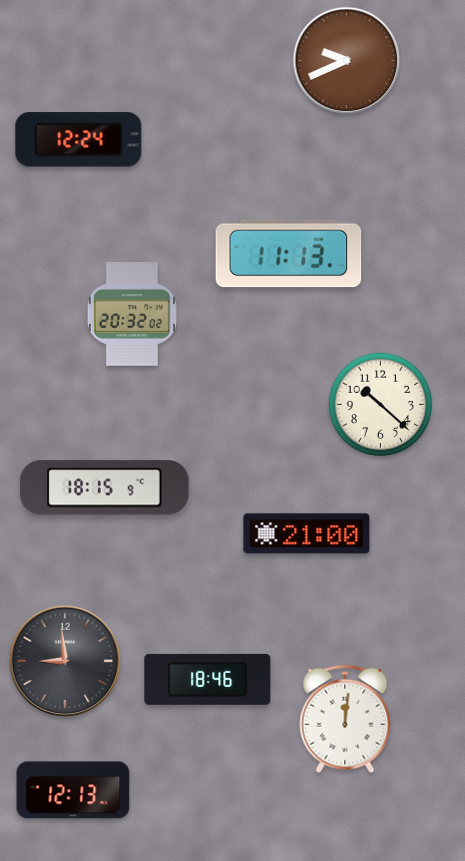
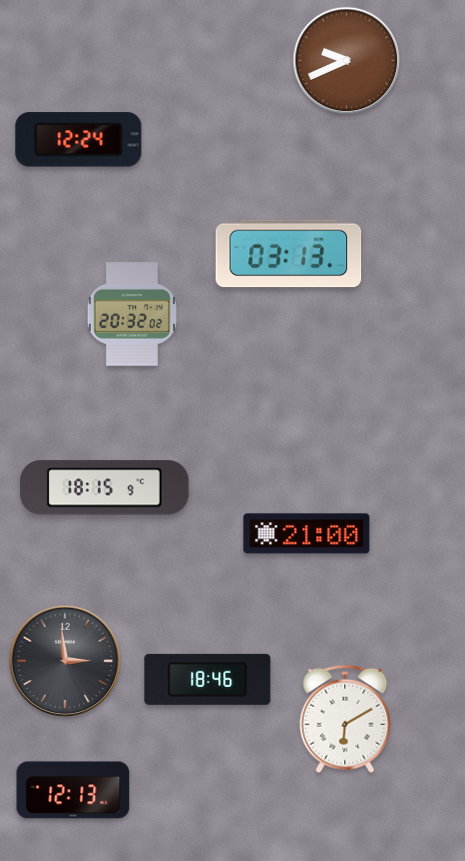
clock at (289, 254): 11:13 -> 03:13
clock at (381, 405): 10:22 -> none
clock at (65, 661): 8:59 -> 2:59
clock at (345, 719): 12:01 -> 6:10
